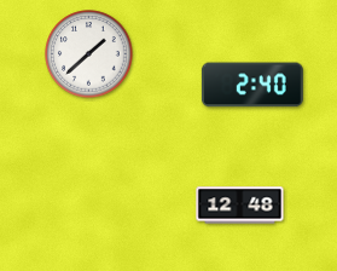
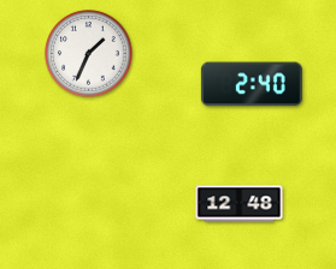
clock at (89, 54): 1:38 -> 1:34
